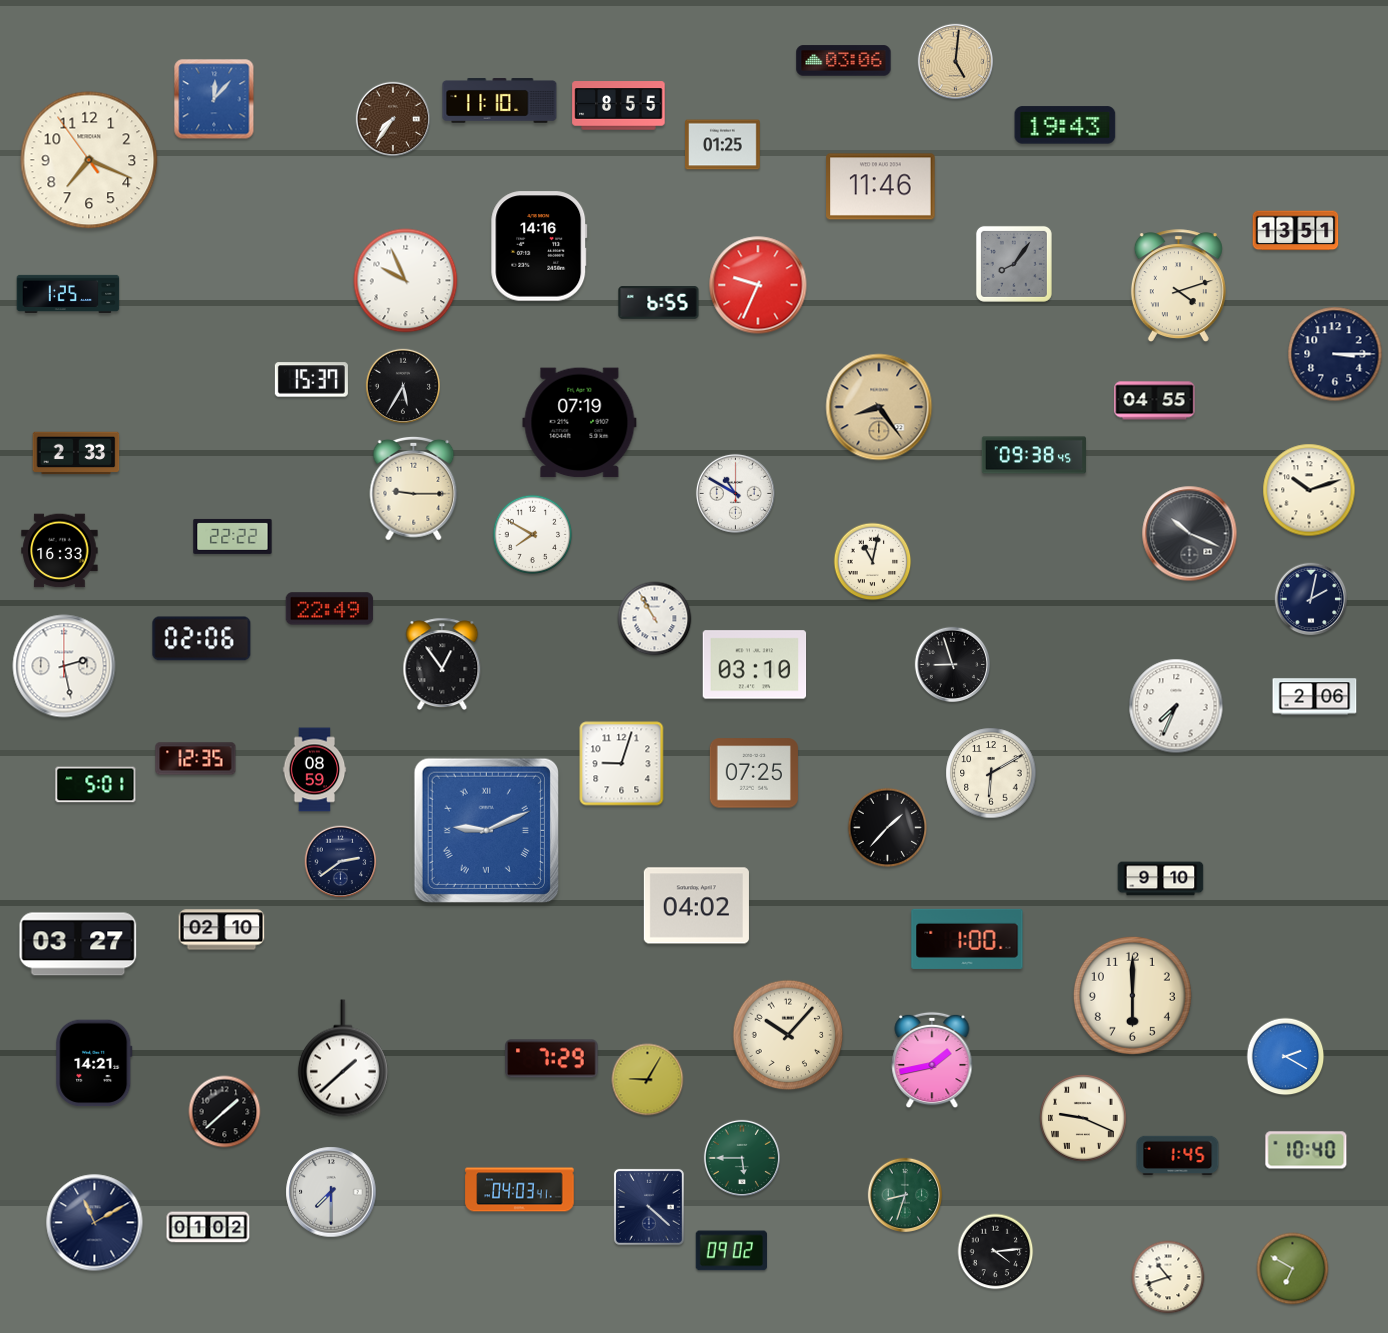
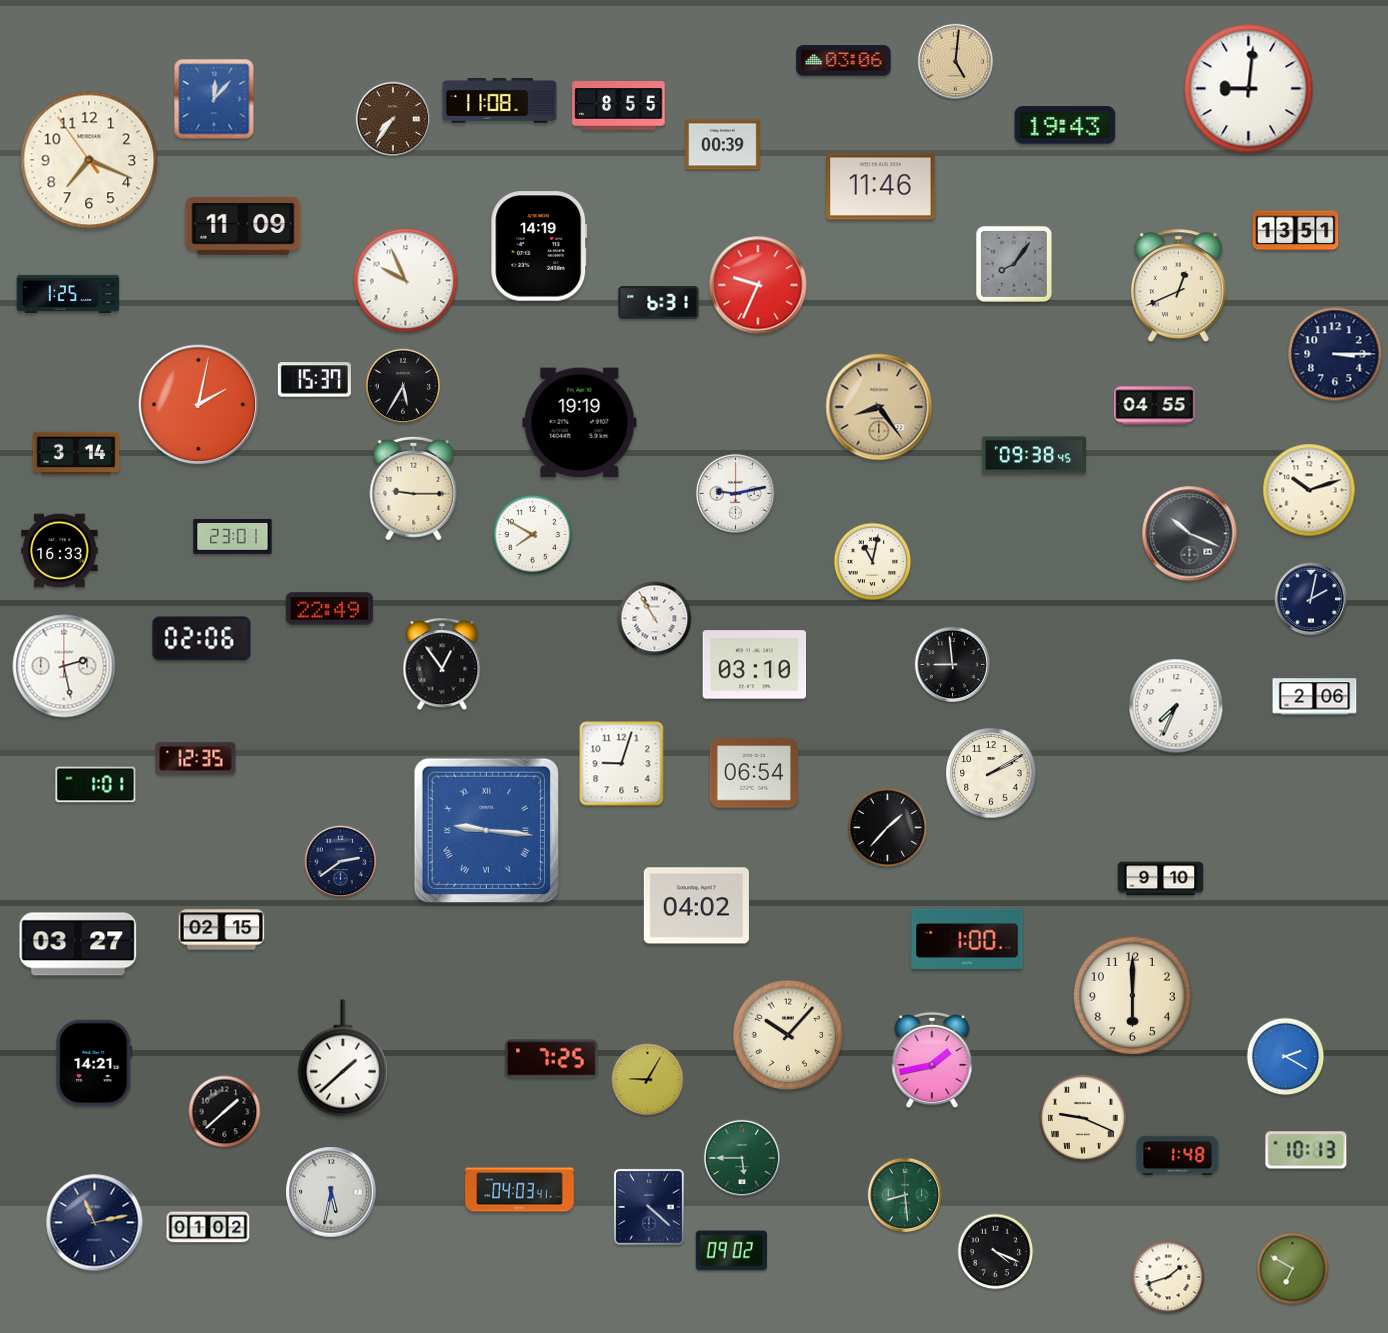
clock at (1249, 89): none -> 9:01
clock at (500, 101): 11:10 -> 11:08
clock at (723, 145): 01:25 -> 00:39
clock at (243, 227): none -> 11:09
clock at (539, 246): 14:16 -> 14:19
clock at (1178, 286): 4:12 -> 12:41
clock at (659, 303): 6:55 -> 6:31
clock at (311, 380) position: (311, 380) -> (314, 380)
clock at (1155, 401) position: (1155, 401) -> (1155, 406)
clock at (199, 405): none -> 2:02
clock at (580, 423): 07:19 -> 19:19
clock at (76, 453): 2:33 -> 3:14
clock at (735, 493): 10:50 -> 9:13
clock at (233, 536): 22:22 -> 23:01
clock at (952, 664): 8:57 -> 8:59
clock at (315, 770): 08:59 -> none
clock at (754, 773): 07:25 -> 06:54
clock at (991, 773): 6:10 -> 2:10
clock at (96, 785): 5:01 -> 1:01
clock at (486, 830): 9:11 -> 9:16
clock at (222, 930): 02:10 -> 02:15
clock at (552, 1059): 7:29 -> 7:25
clock at (1306, 1150): 10:40 -> 10:13
clock at (1178, 1156): 1:45 -> 1:48
clock at (331, 1192): 7:30 -> 5:32
clock at (904, 1194): 8:33 -> 8:29
clock at (95, 1223): 11:10 -> 11:13
clock at (996, 1252): 4:14 -> 4:19
clock at (1168, 1277): 10:42 -> 1:42
